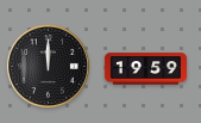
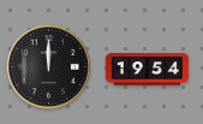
clock at (146, 69): 19:59 -> 19:54
